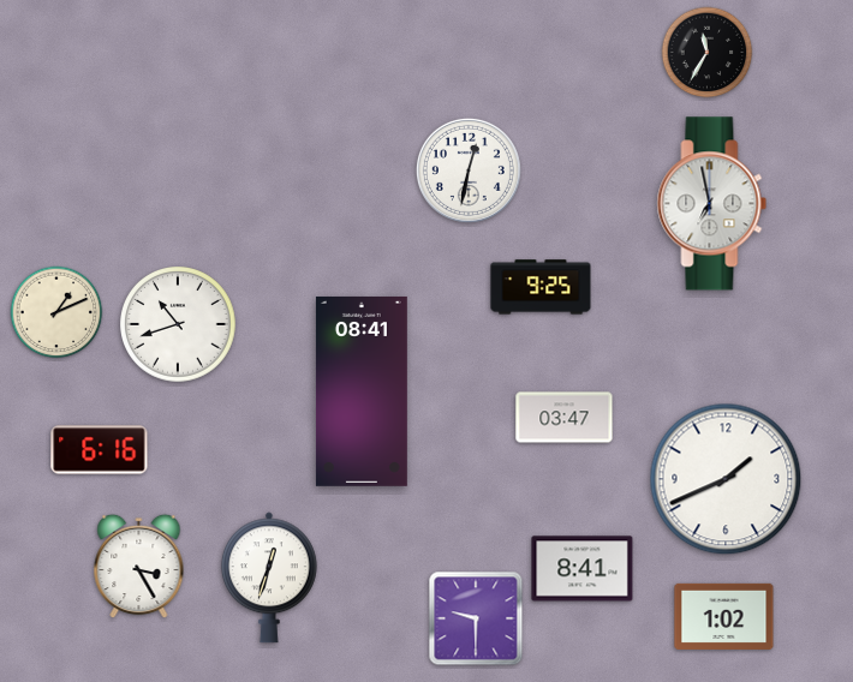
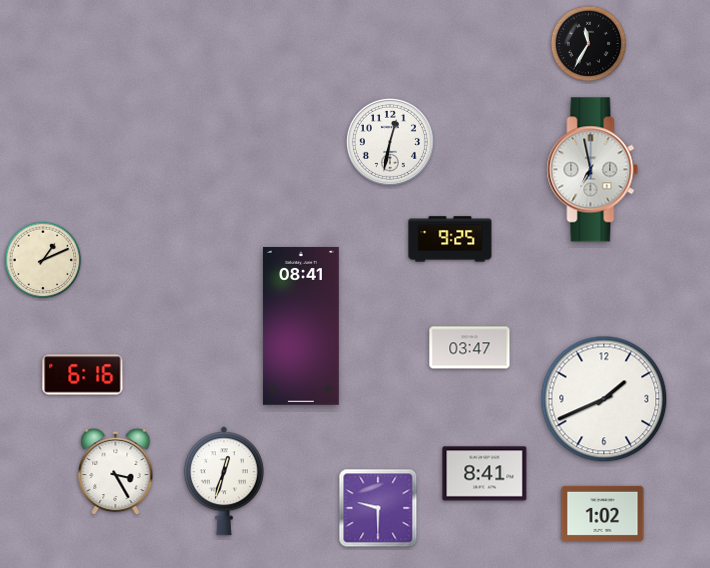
clock at (56, 312) position: (56, 312) -> (43, 260)
clock at (178, 324): 10:42 -> none
clock at (476, 618) position: (476, 618) -> (378, 508)
